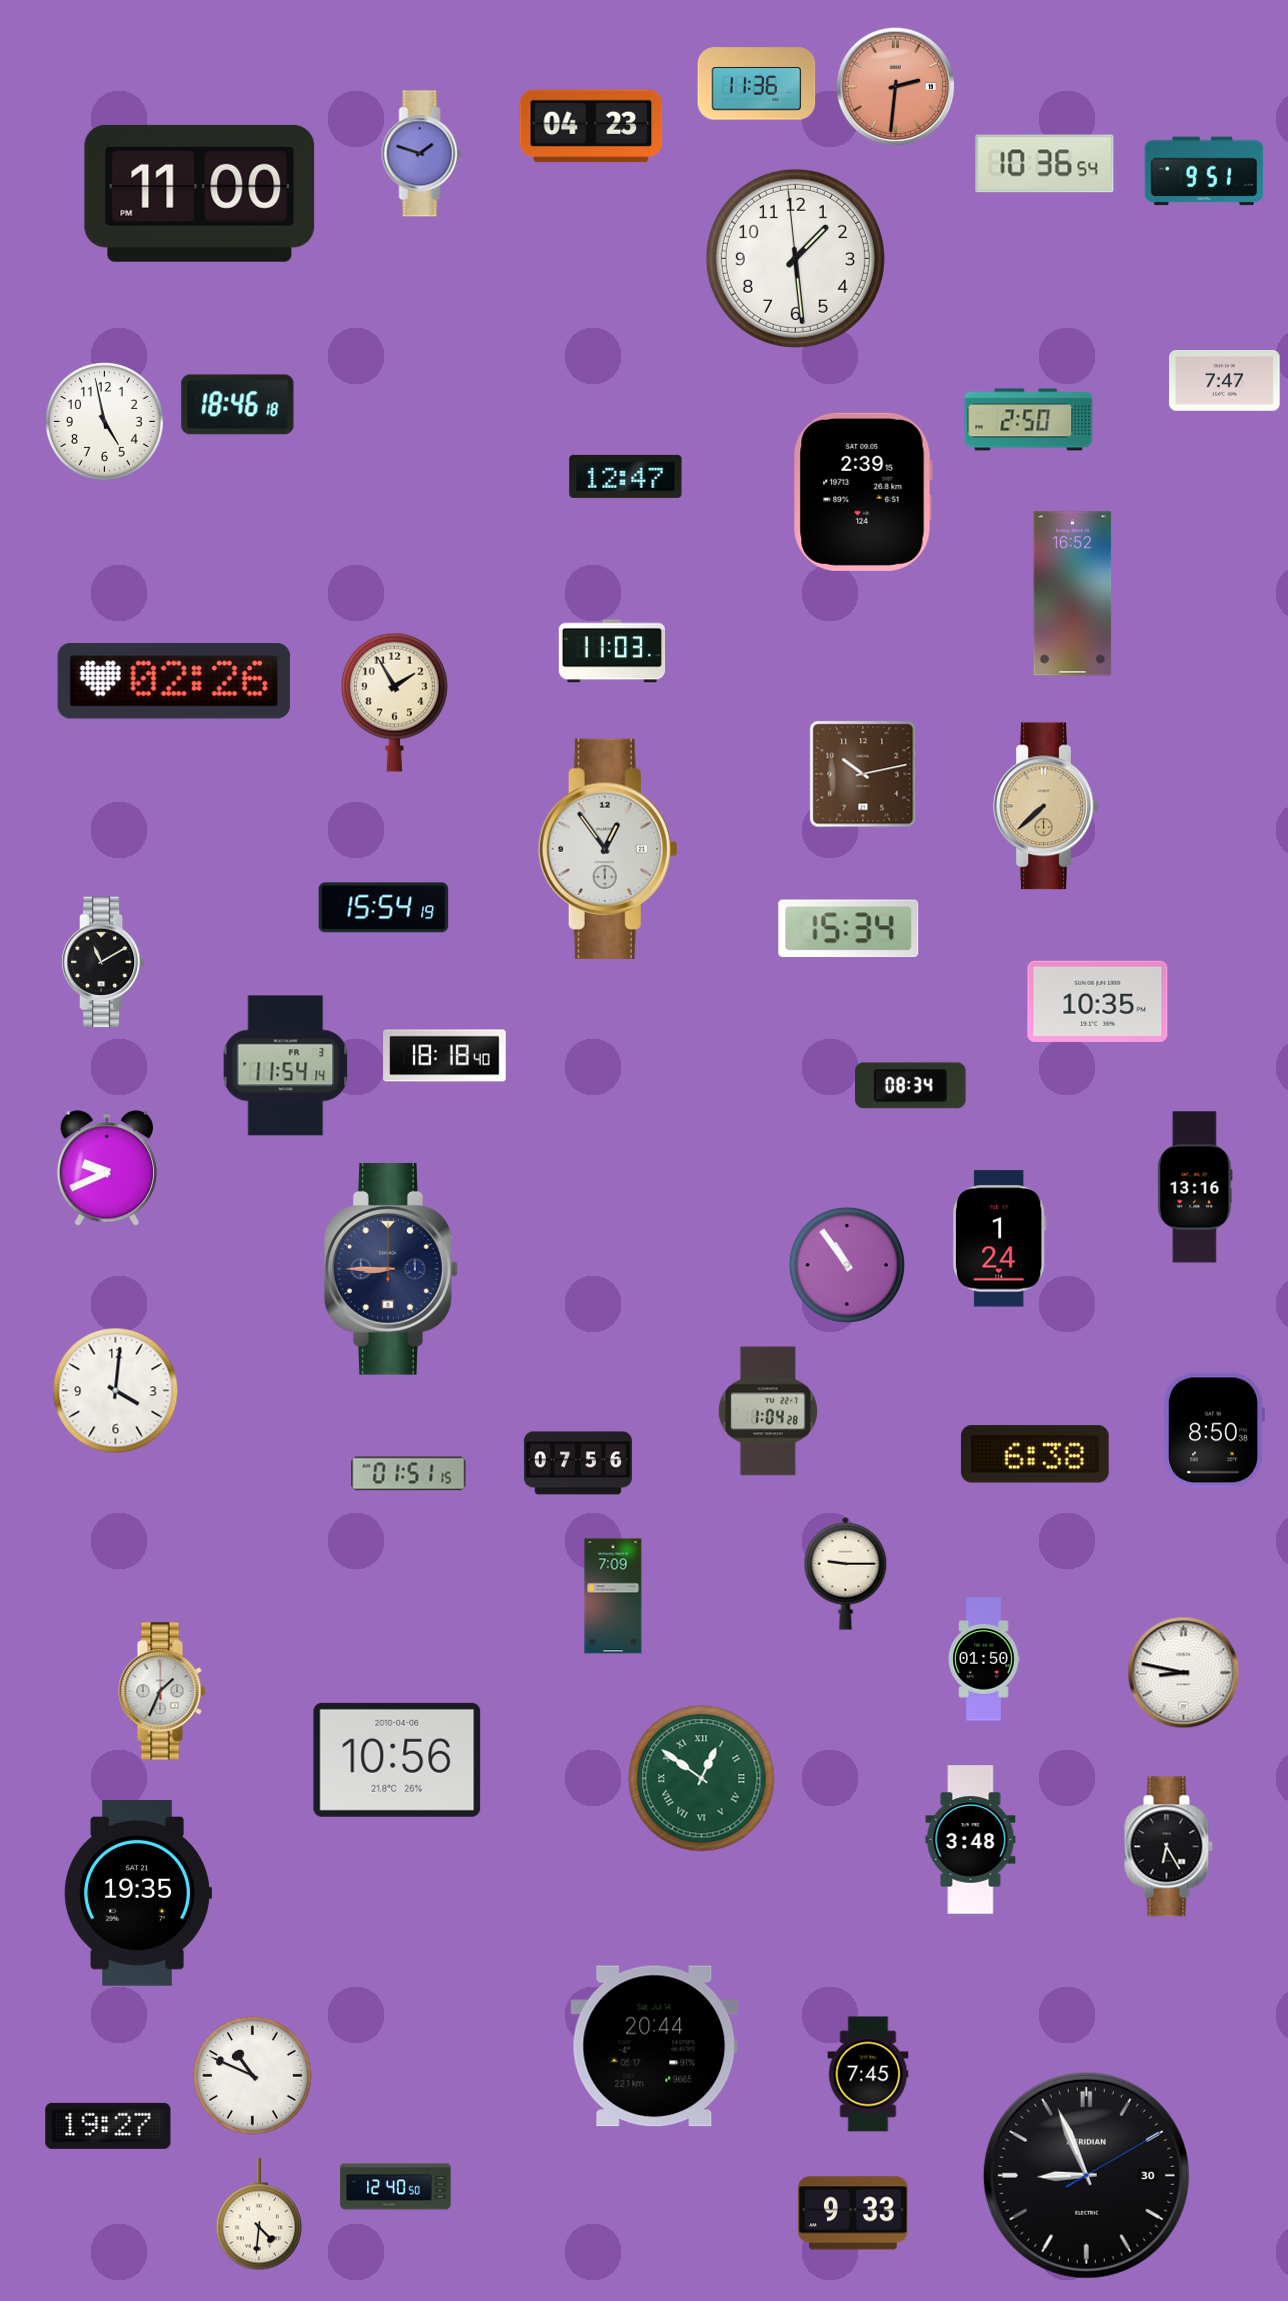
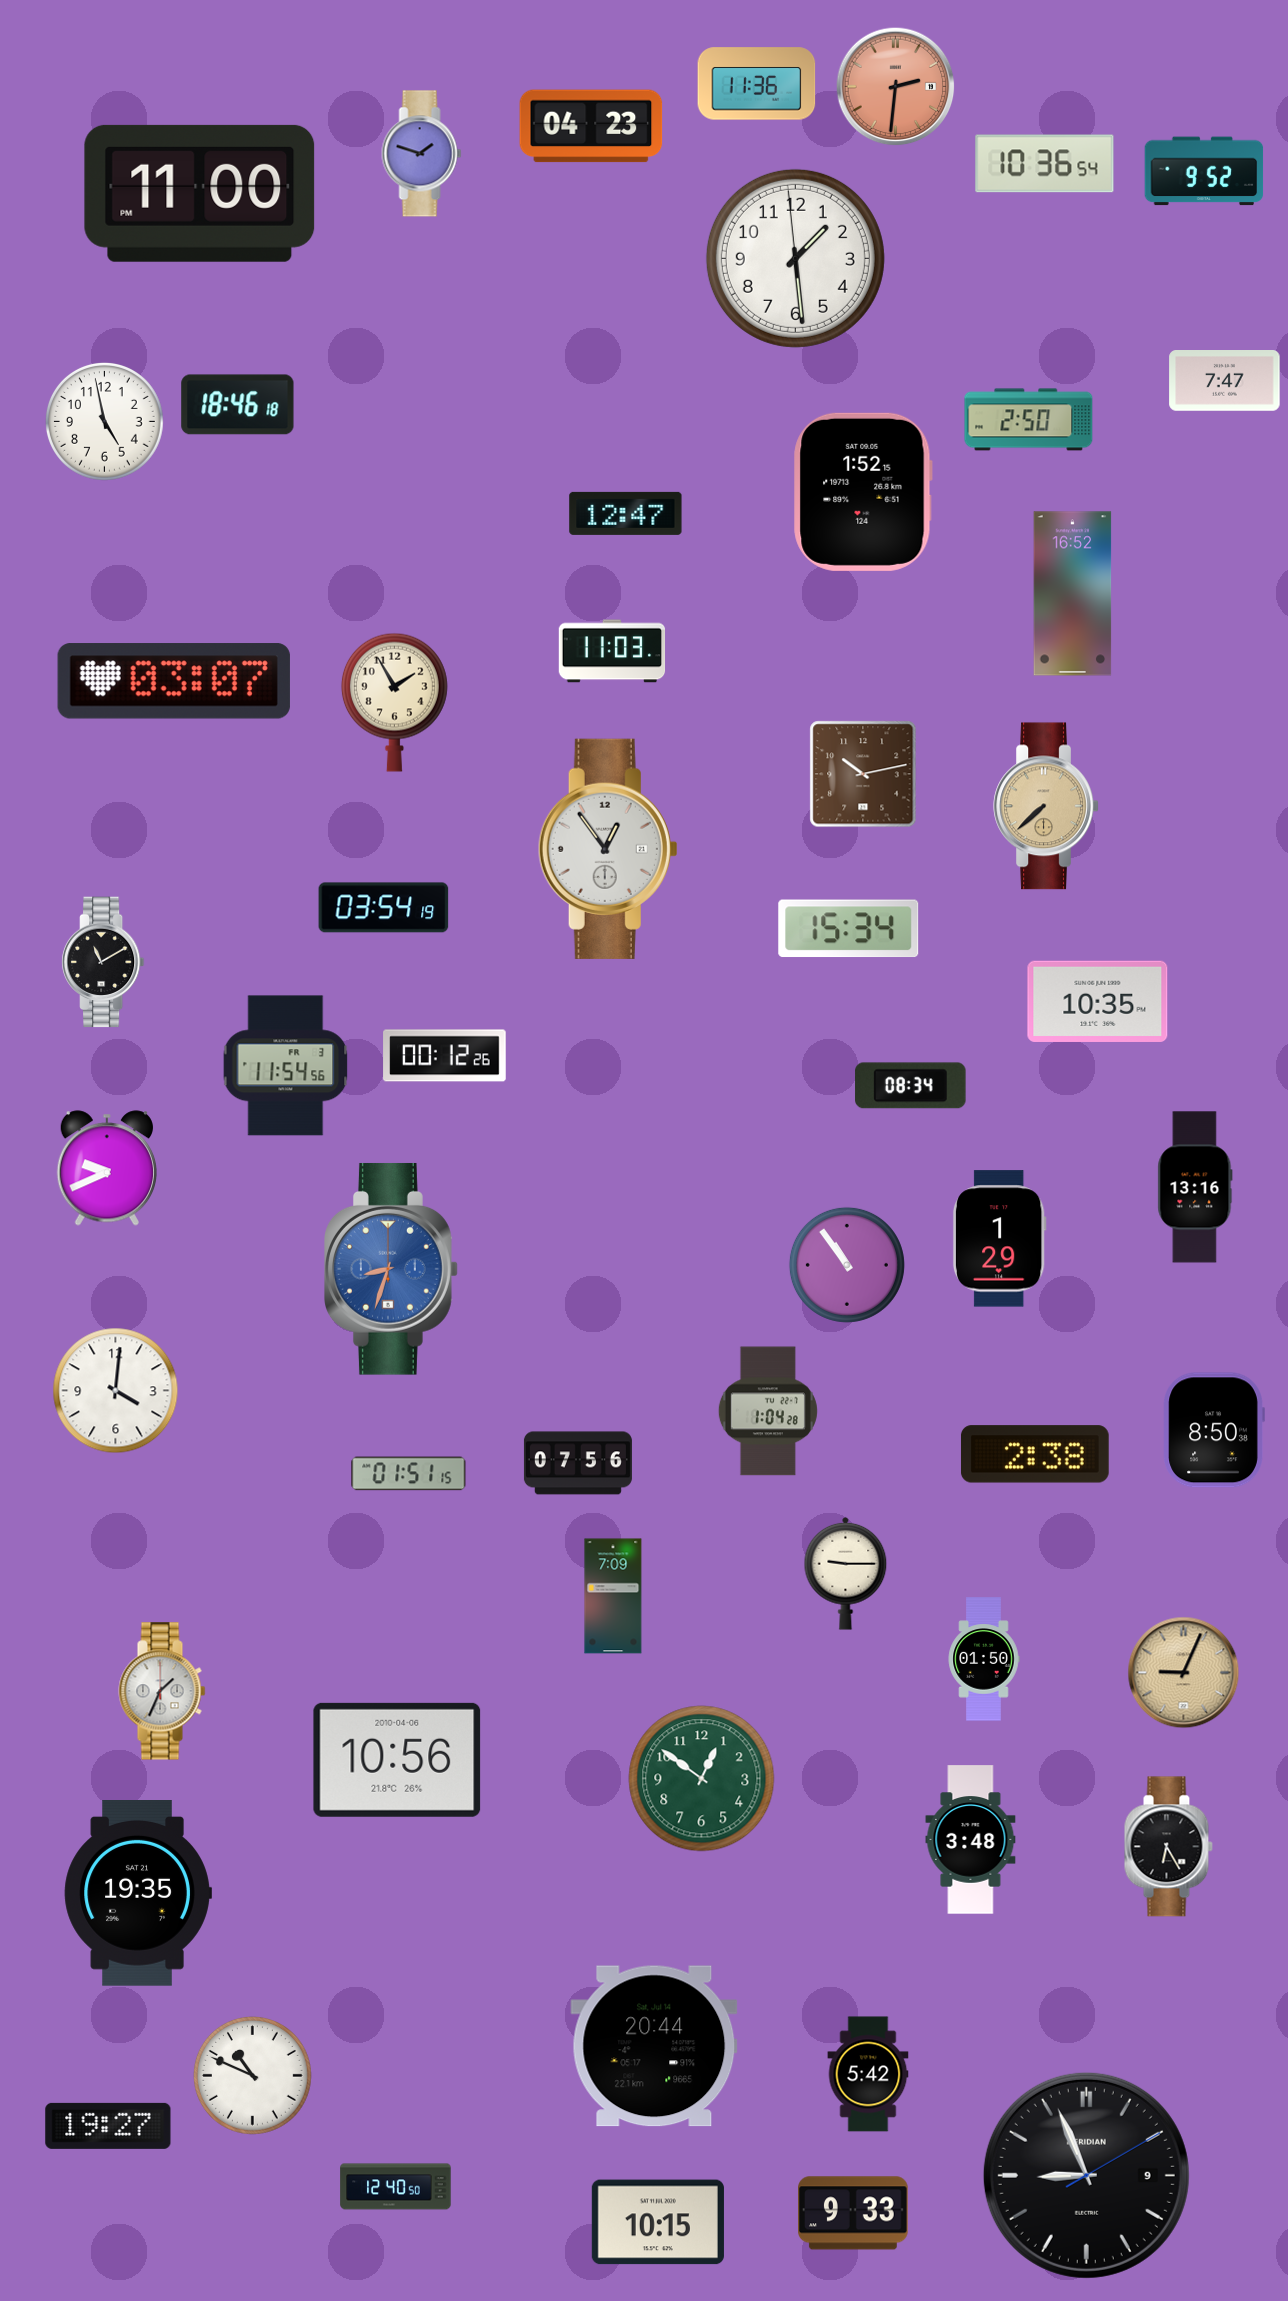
clock at (1204, 171): 9:51 -> 9:52
clock at (626, 476) position: (626, 476) -> (626, 513)
clock at (863, 492): 2:39 -> 1:52
clock at (174, 682): 02:26 -> 03:07
clock at (384, 908): 15:54 -> 03:54
clock at (445, 1056): 18:18 -> 00:12
clock at (286, 1066): 11:54:14 -> 11:54:56
clock at (999, 1239): 1:24 -> 1:29
clock at (392, 1269): 8:45 -> 8:33
clock at (392, 1269) dial: navy -> blue
clock at (1035, 1454): 6:38 -> 2:38
clock at (1184, 1673): 8:47 -> 9:04
clock at (1184, 1673) dial: white -> champagne
clock at (702, 1779) numerals: Roman -> Arabic
clock at (868, 2074): 7:45 -> 5:42
clock at (1086, 2175) date: 30 -> 9
clock at (259, 2215): 4:31 -> none
clock at (658, 2222): none -> 10:15
